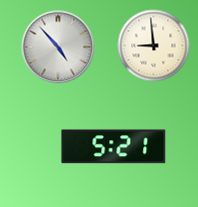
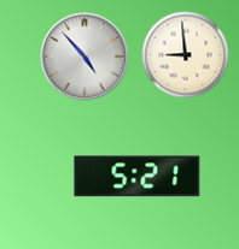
clock at (58, 47) position: (58, 47) -> (84, 57)
